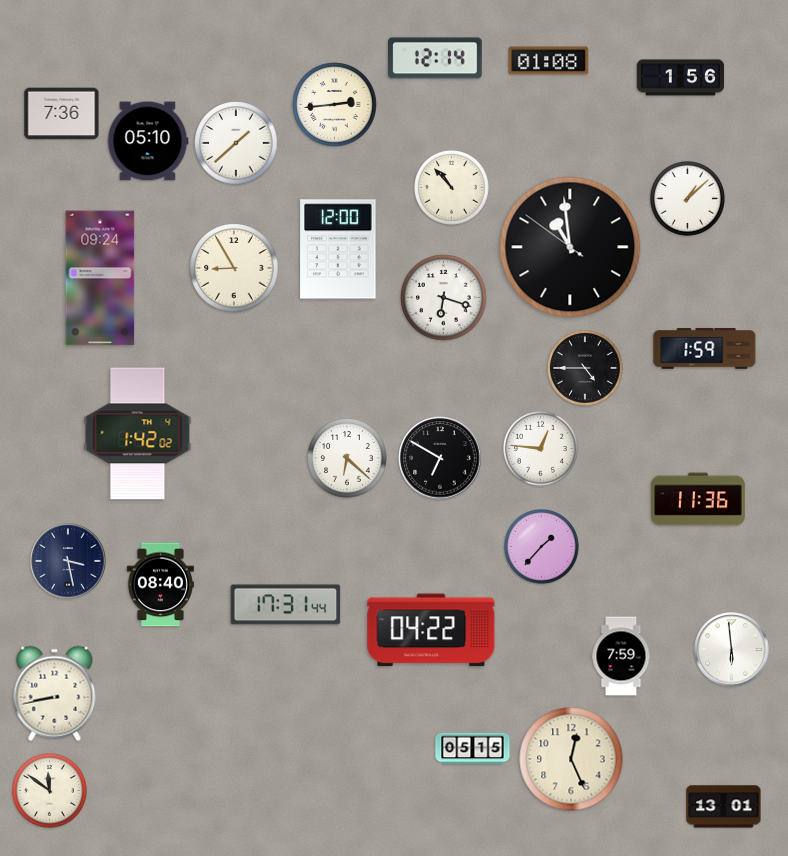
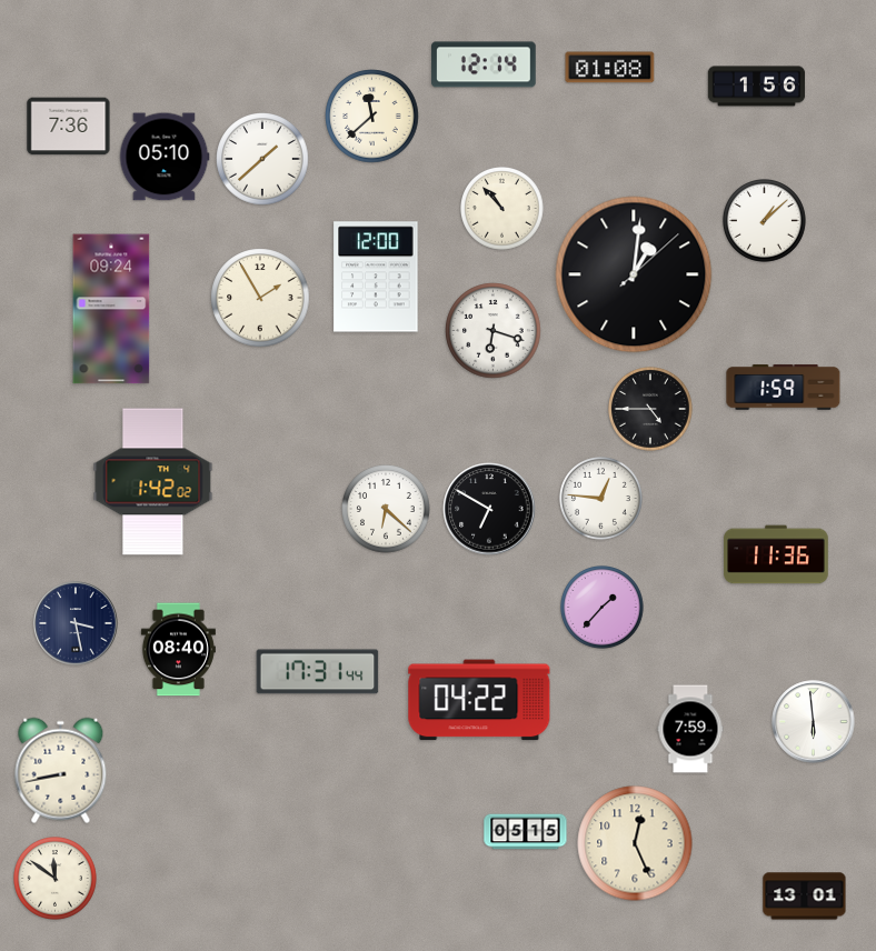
clock at (335, 105): 2:44 -> 11:38
clock at (570, 247): 10:58 -> 1:01
clock at (234, 268): 8:55 -> 1:55
